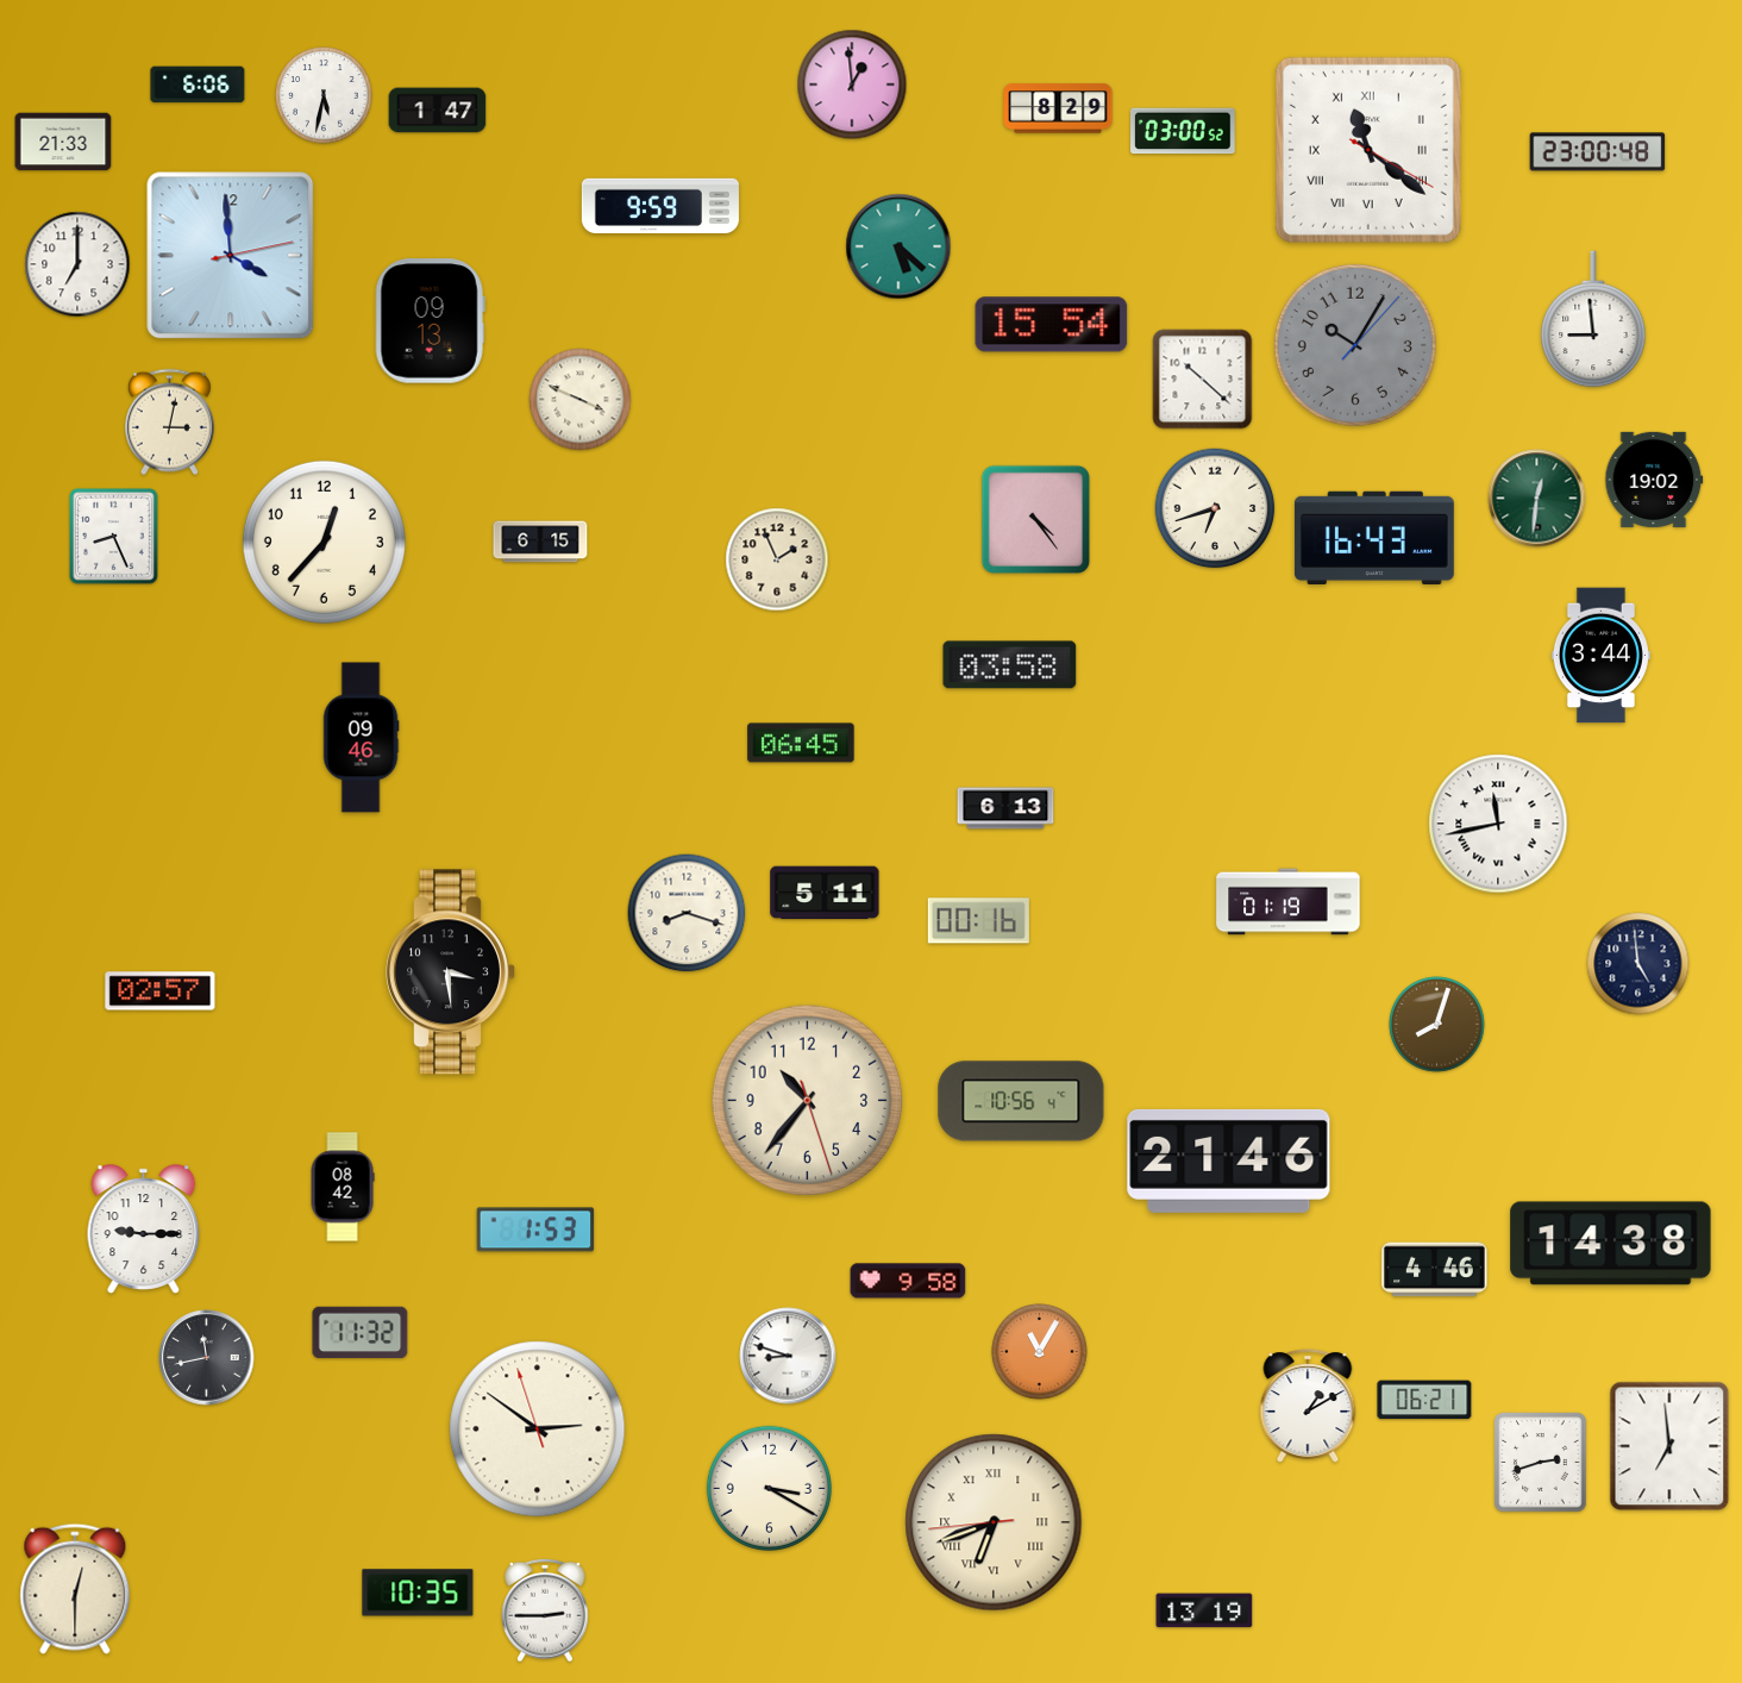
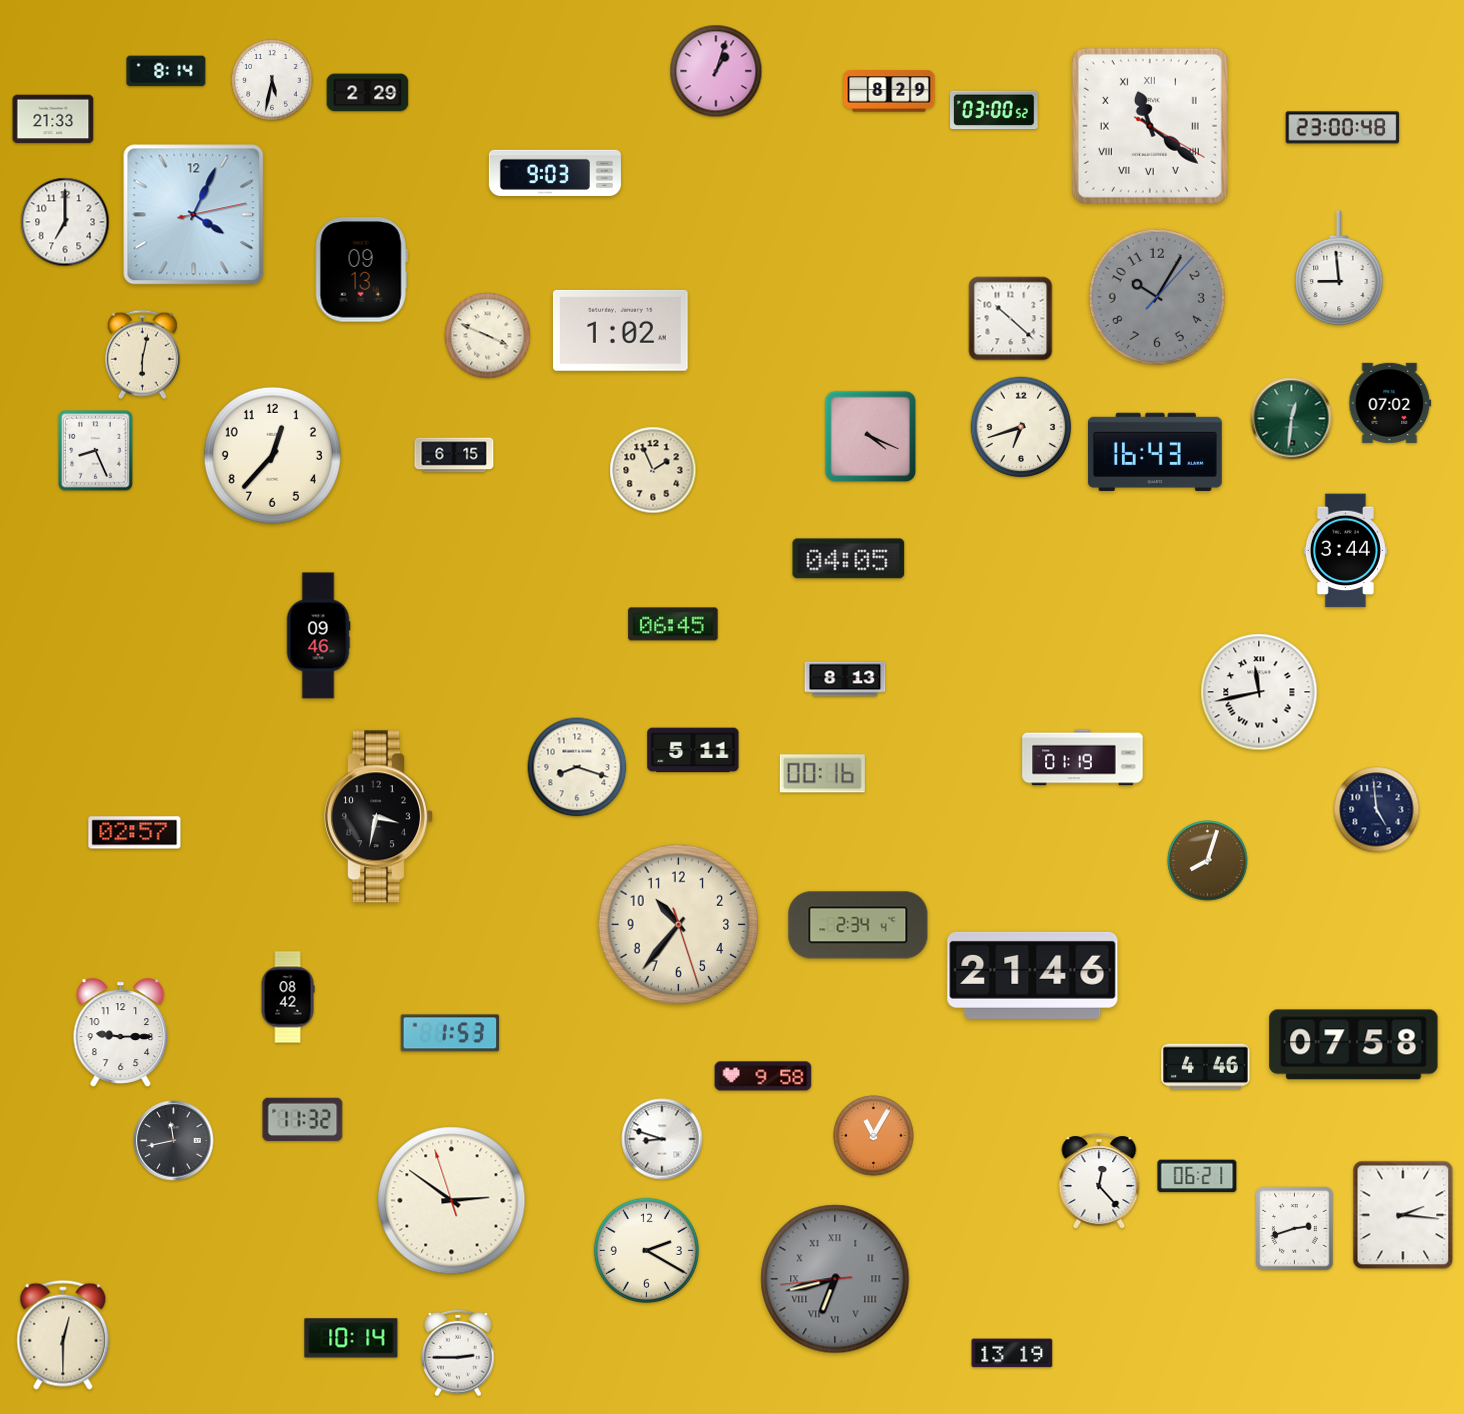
clock at (198, 85): 6:06 -> 8:14
clock at (852, 85): 12:59 -> 1:03
clock at (438, 111): 1:47 -> 2:29
clock at (660, 205): 9:59 -> 9:03
clock at (898, 246): 5:22 -> none
clock at (231, 256): 3:59 -> 4:04
clock at (1052, 325): 15:54 -> none
clock at (1355, 345) position: (1355, 345) -> (1157, 297)
clock at (620, 330): none -> 1:02
clock at (169, 423): 3:02 -> 6:02
clock at (1654, 480): 19:02 -> 07:02
clock at (1035, 519): 4:24 -> 4:19
clock at (1010, 665): 03:58 -> 04:05
clock at (361, 738) position: (361, 738) -> (318, 636)
clock at (1005, 808): 6:13 -> 8:13
clock at (451, 972): 3:29 -> 3:32
clock at (1021, 1101): 10:56 -> 2:34
clock at (1611, 1244): 14:38 -> 07:58
clock at (1308, 1406): 1:10 -> 12:23
clock at (1669, 1446): 6:59 -> 2:16
clock at (769, 1488): 3:20 -> 2:20
clock at (994, 1522): 6:41 -> 6:42
clock at (994, 1522) dial: cream -> grey
clock at (418, 1593): 10:35 -> 10:14
